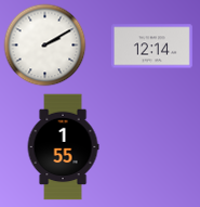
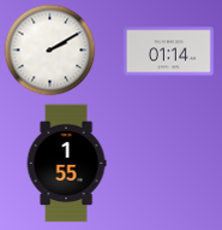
clock at (151, 47): 12:14 -> 01:14
clock at (63, 147) position: (63, 147) -> (66, 164)
